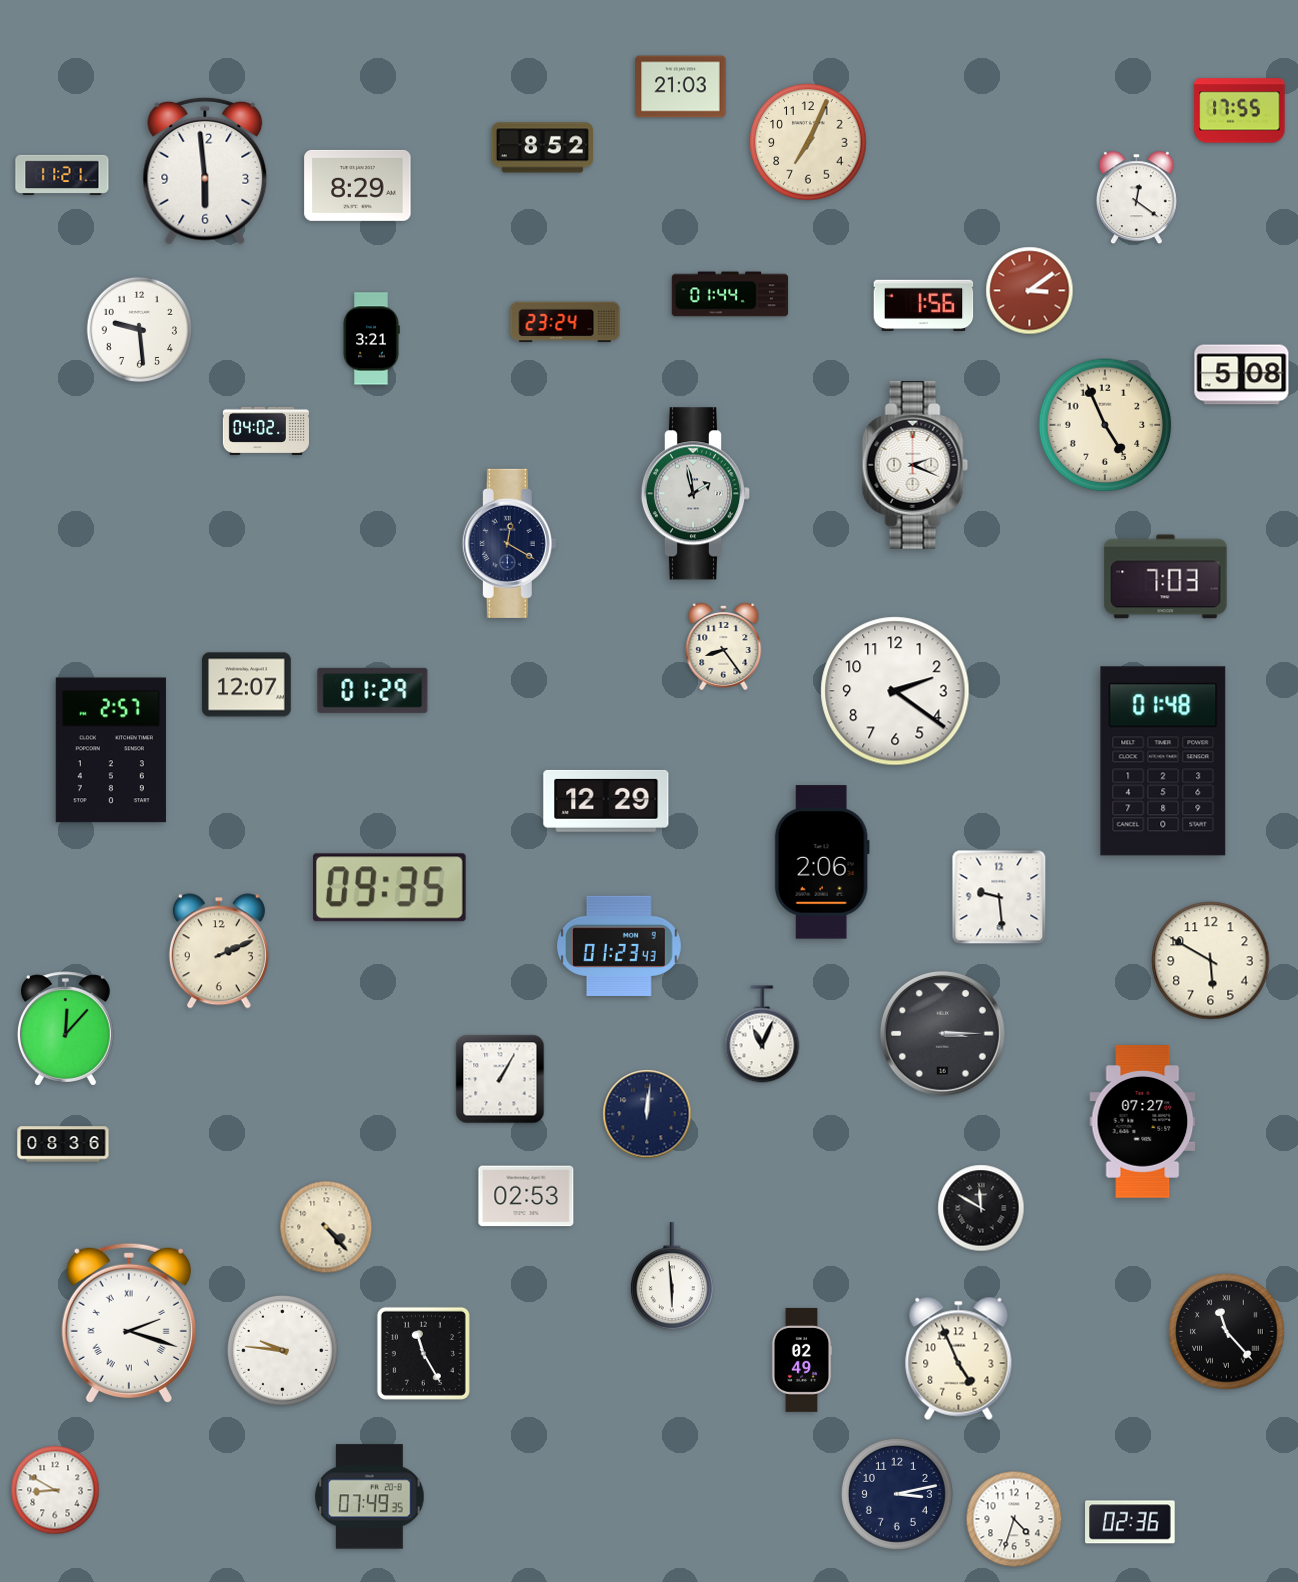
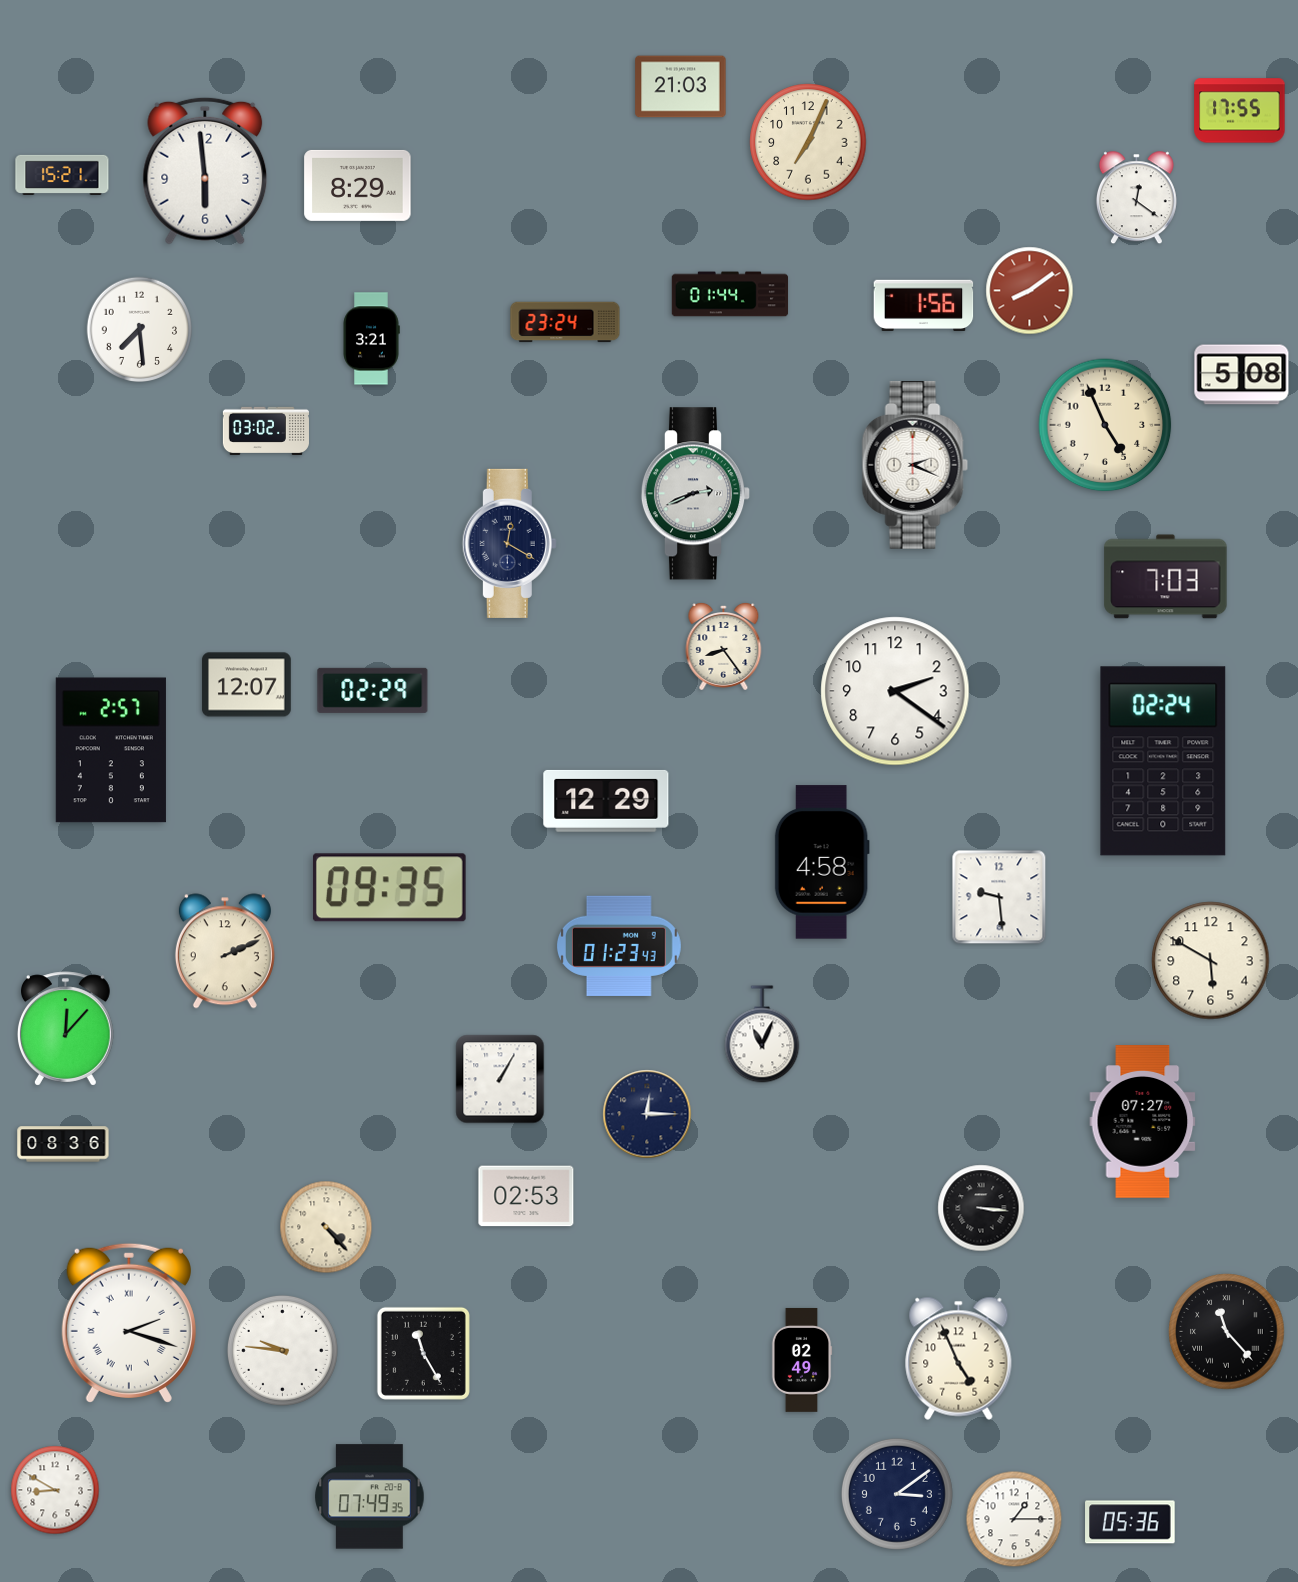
clock at (542, 148): 8:52 -> none
clock at (62, 175): 11:21 -> 15:21
clock at (1030, 291): 3:09 -> 8:09
clock at (139, 329): 9:29 -> 7:29
clock at (266, 430): 04:02 -> 03:02
clock at (696, 494): 1:58 -> 2:41
clock at (373, 690): 01:29 -> 02:29
clock at (1163, 761): 01:48 -> 02:24
clock at (822, 862): 2:06 -> 4:58
clock at (219, 951) position: (219, 951) -> (225, 951)
clock at (942, 1033): 3:15 -> none
clock at (647, 1114): 12:01 -> 12:15
clock at (981, 1208): 11:50 -> 3:16
clock at (672, 1277): 5:59 -> none
clock at (897, 1494): 3:13 -> 3:09
clock at (1014, 1519): 4:33 -> 1:15
clock at (1130, 1522): 02:36 -> 05:36
